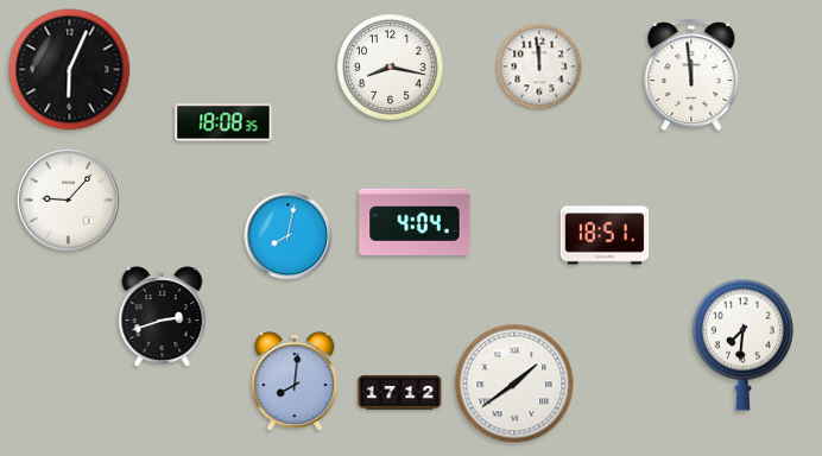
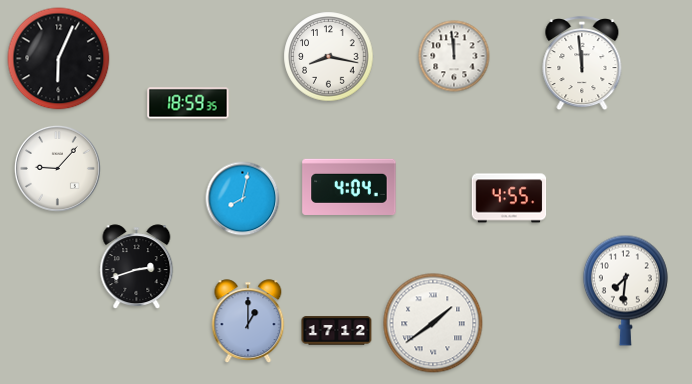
clock at (223, 122): 18:08 -> 18:59
clock at (605, 235): 18:51 -> 4:55
clock at (295, 381): 8:01 -> 1:00
